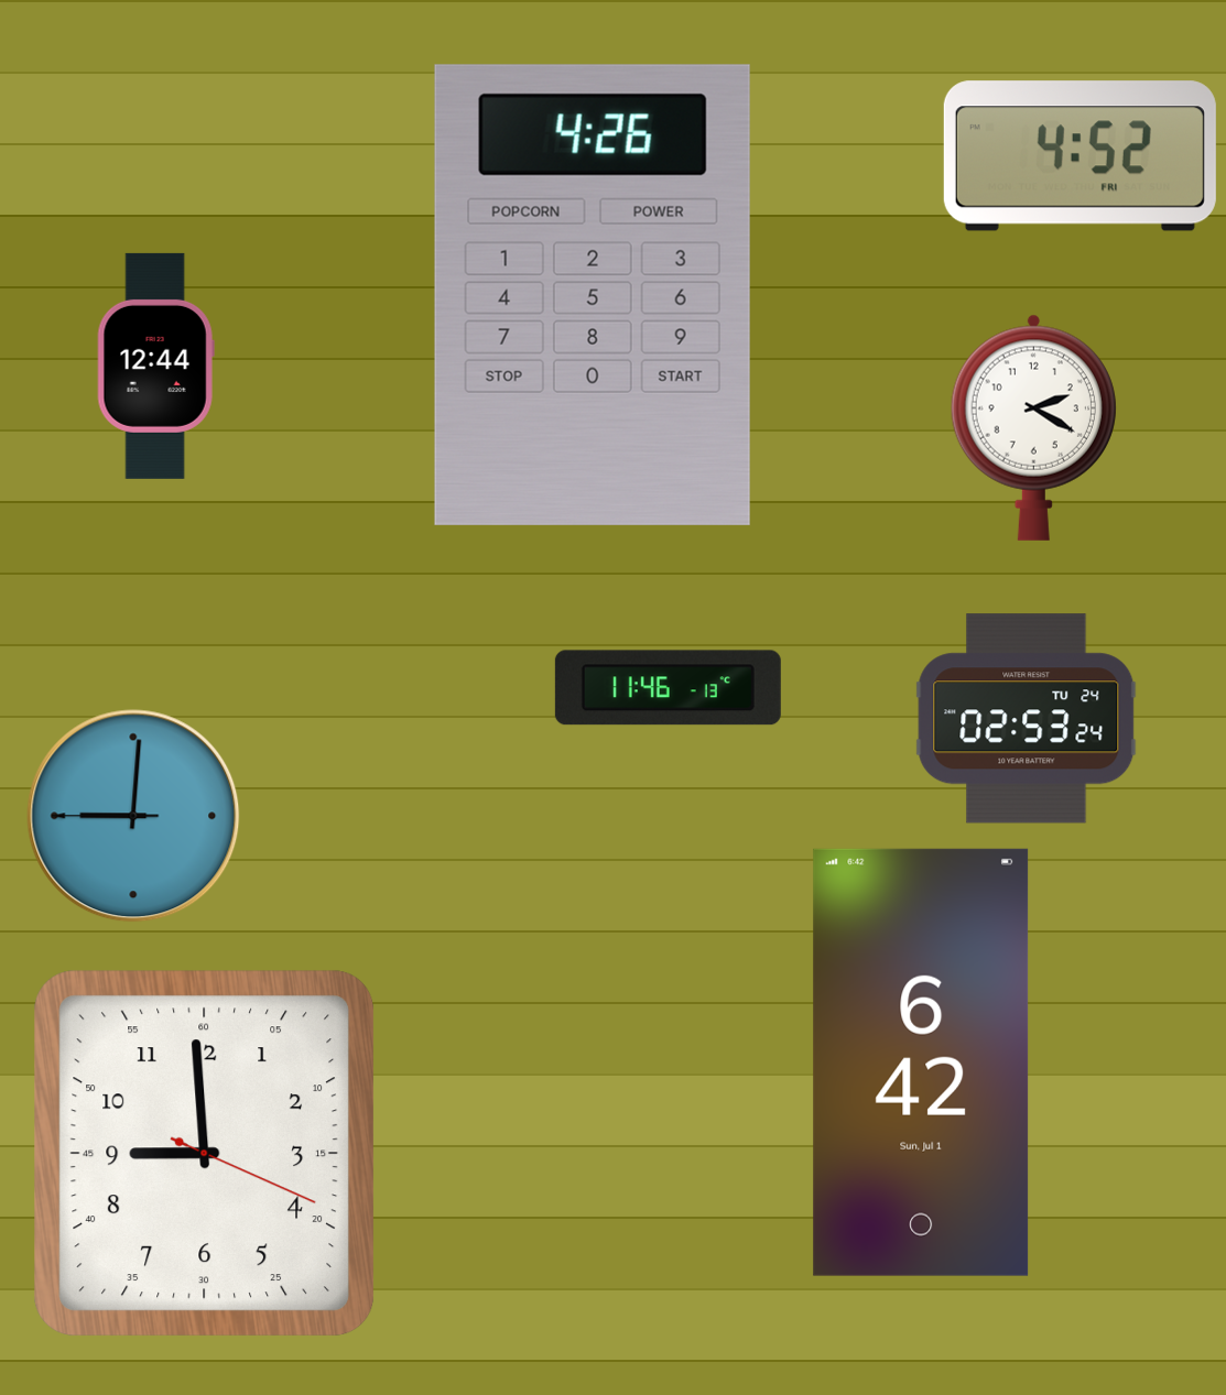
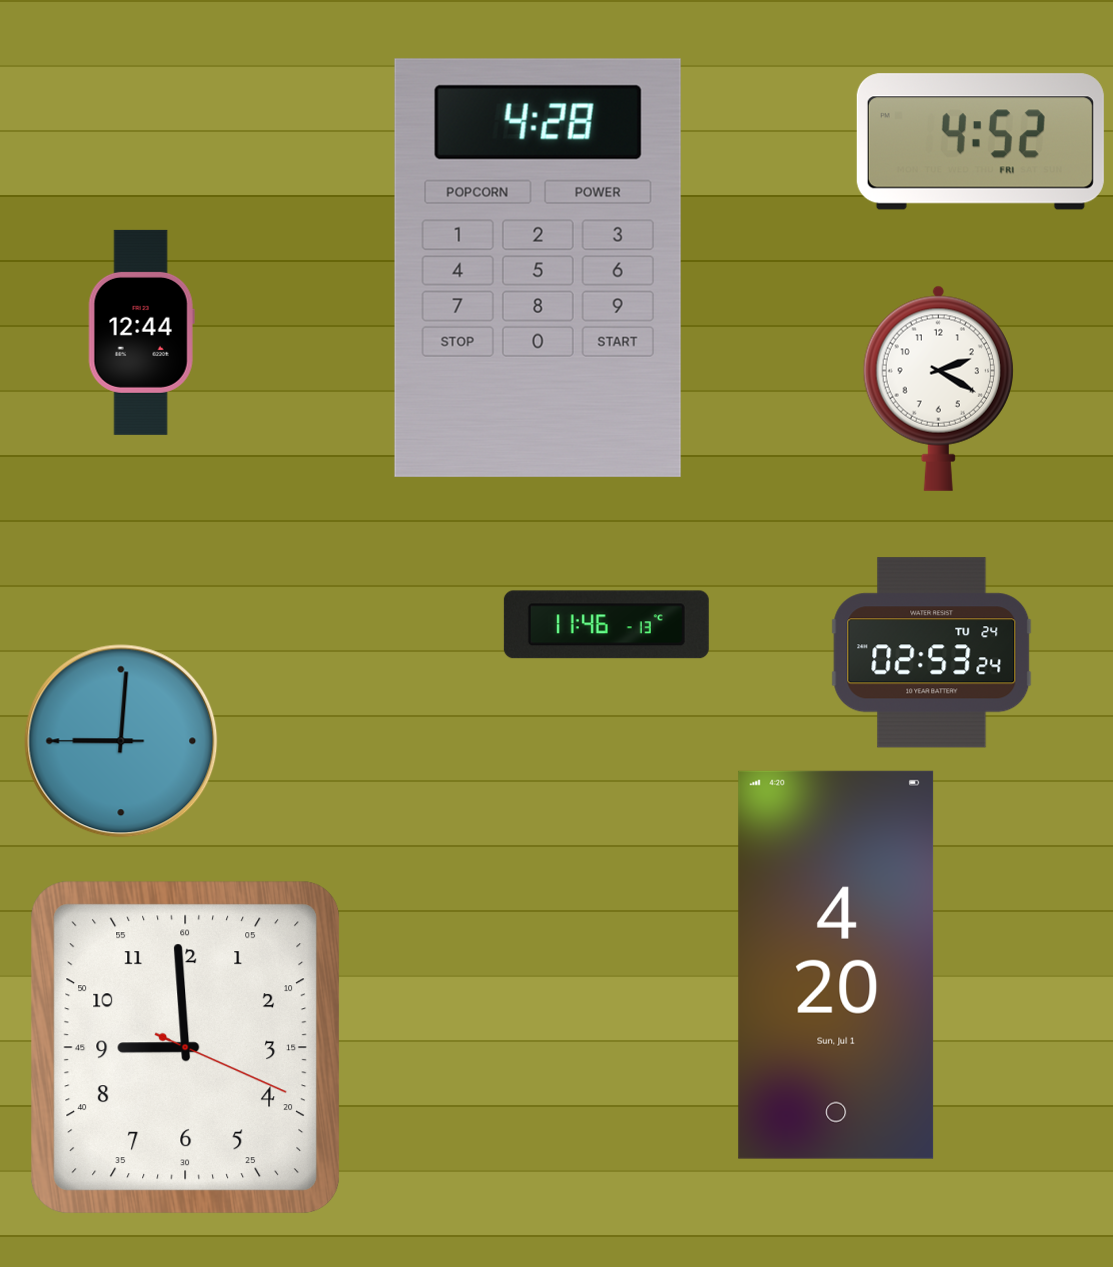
clock at (593, 295): 4:26 -> 4:28
clock at (921, 1062): 6:42 -> 4:20
